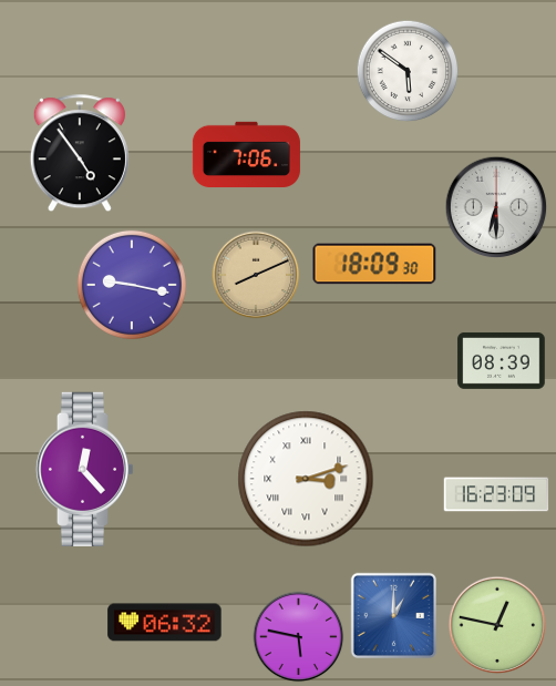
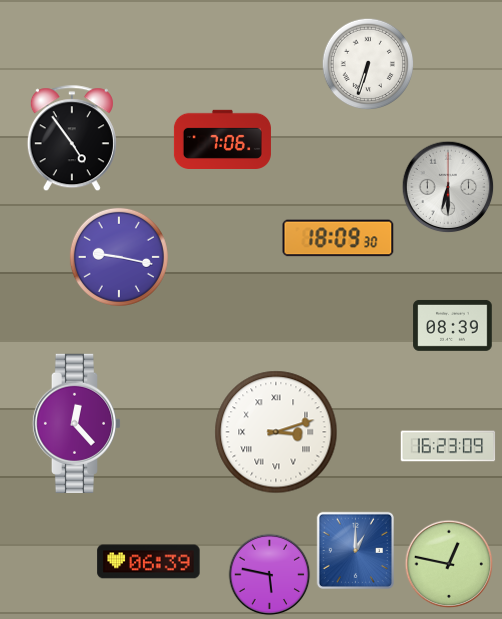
clock at (408, 71): 5:51 -> 6:33
clock at (256, 275): 8:11 -> none
clock at (393, 615) position: (393, 615) -> (355, 550)
clock at (165, 623): 06:32 -> 06:39
